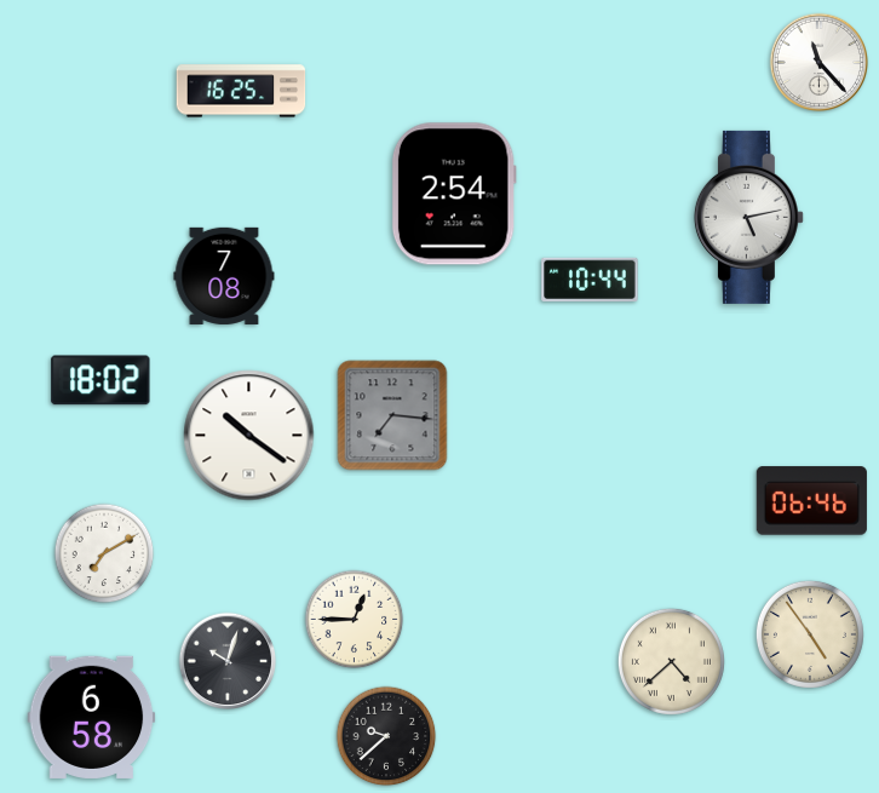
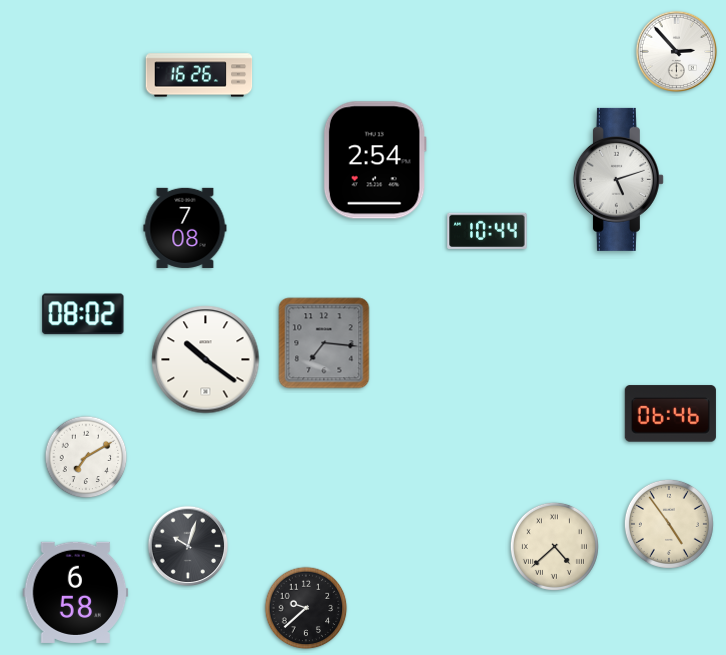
clock at (820, 63): 11:23 -> 2:53
clock at (241, 91): 16:25 -> 16:26
clock at (748, 217): 5:13 -> 5:12
clock at (100, 380): 18:02 -> 08:02
clock at (355, 620): 12:45 -> none
clock at (386, 736) position: (386, 736) -> (306, 608)
